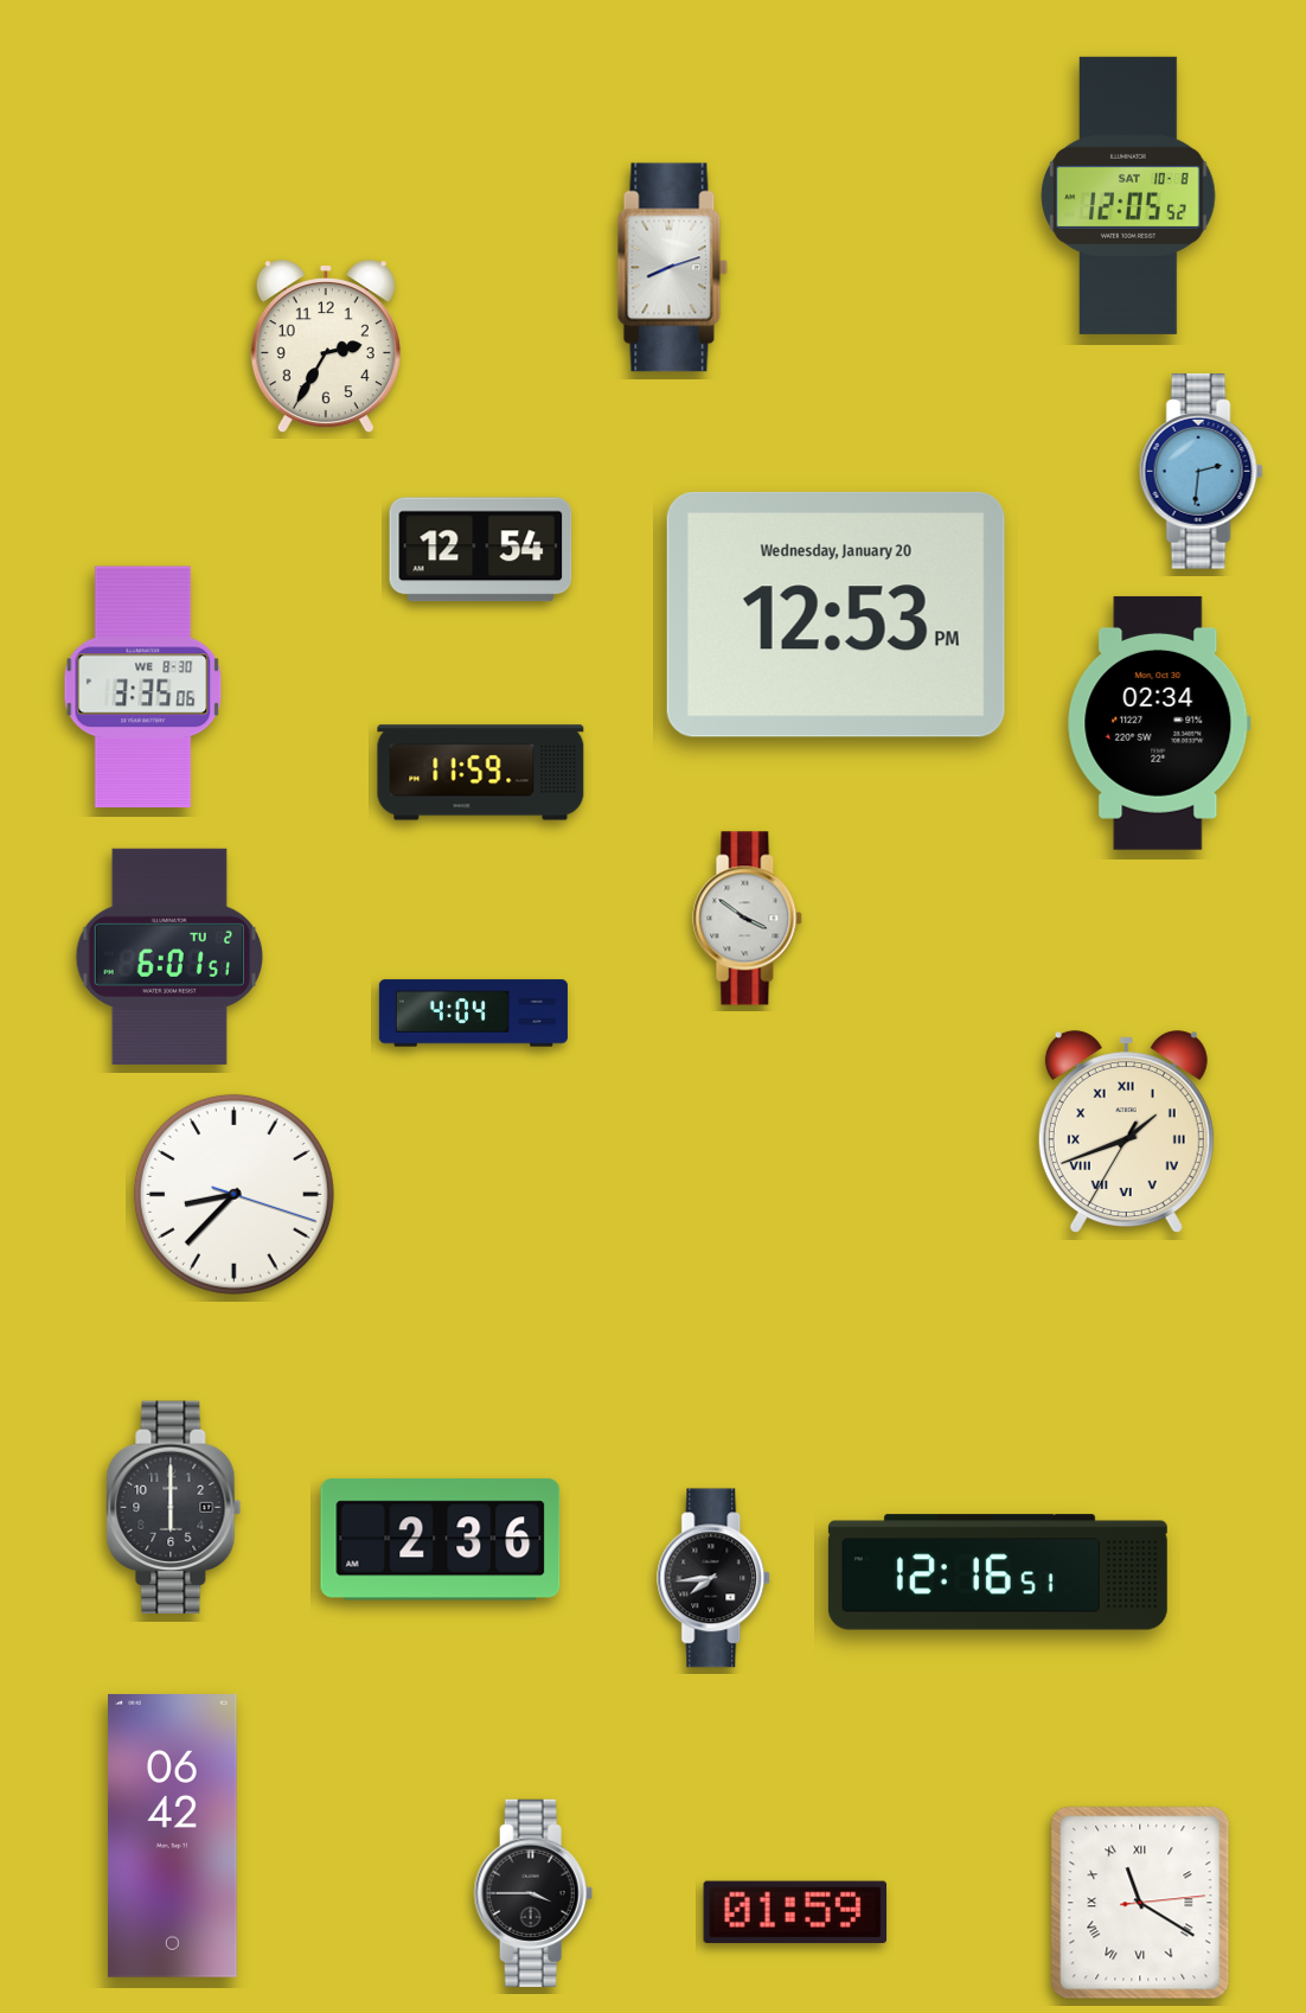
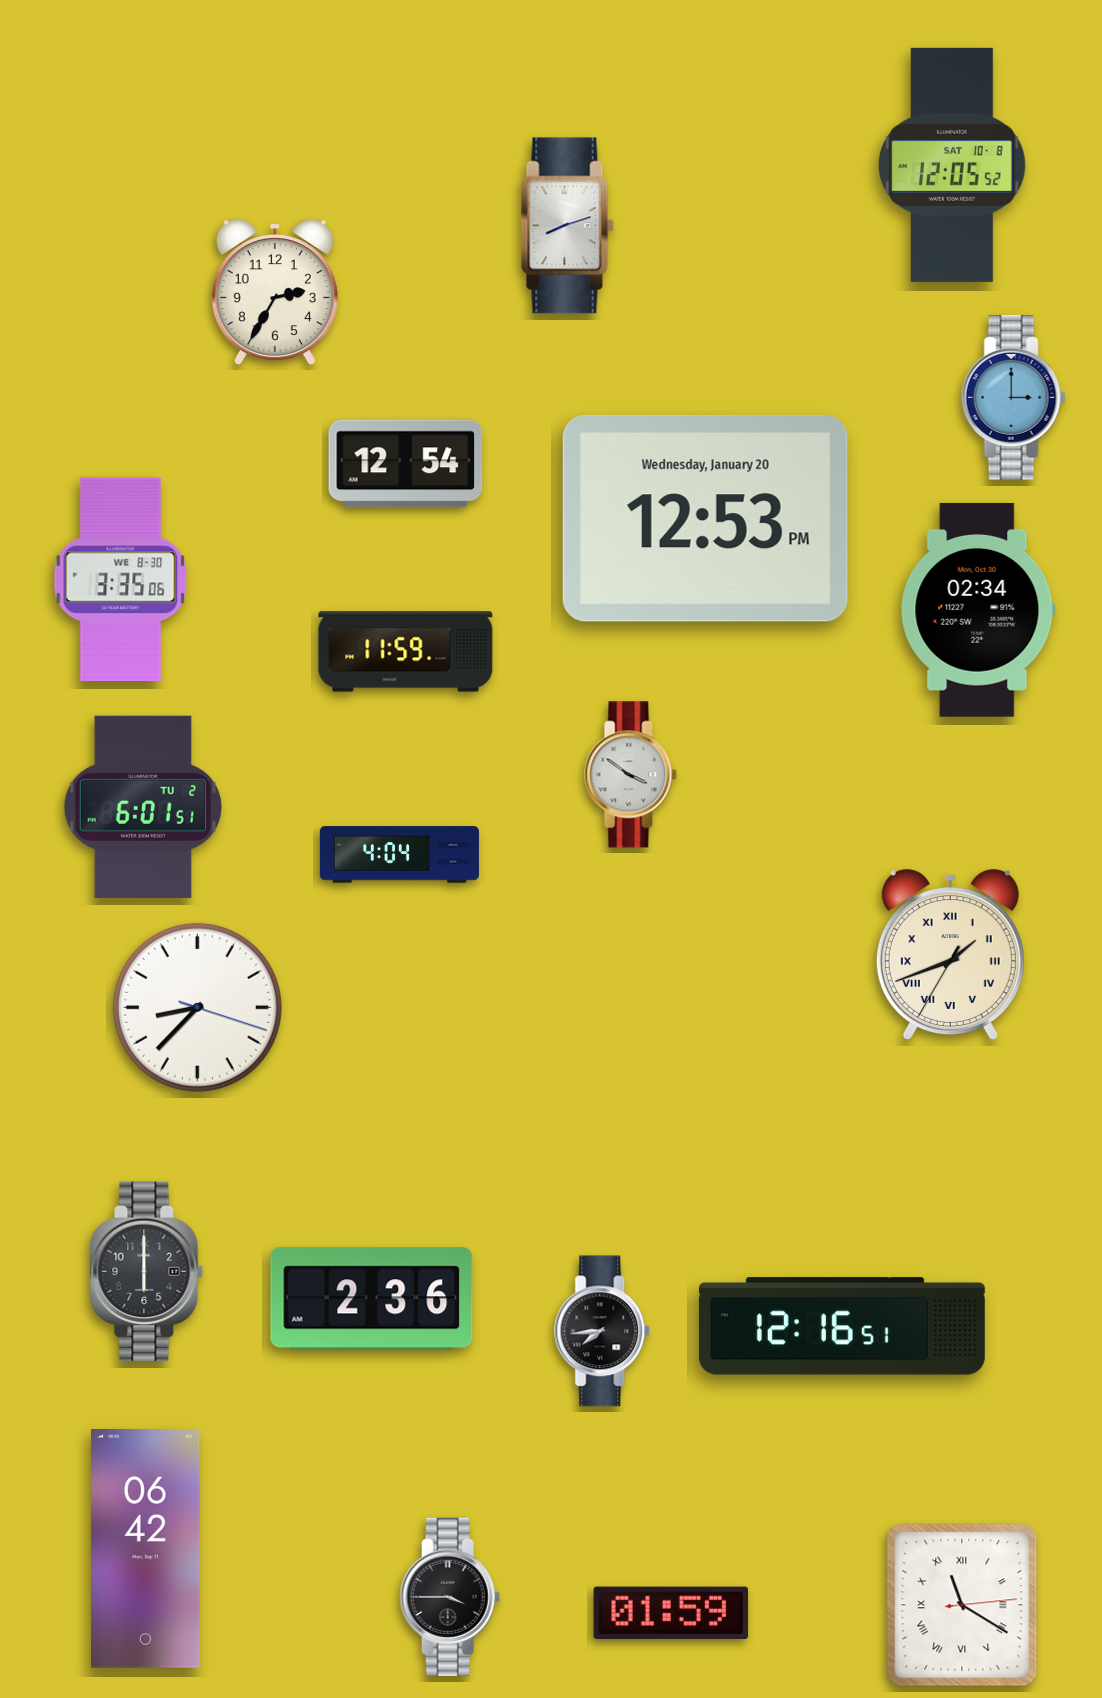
clock at (1201, 472): 2:31 -> 3:00
